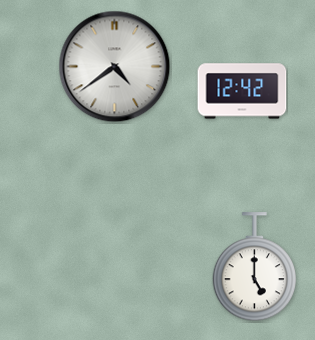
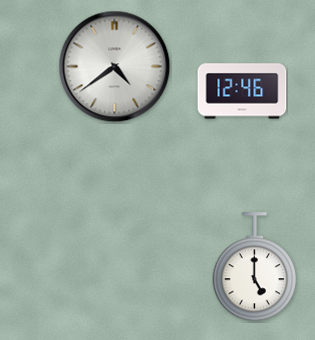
clock at (242, 91): 12:42 -> 12:46
